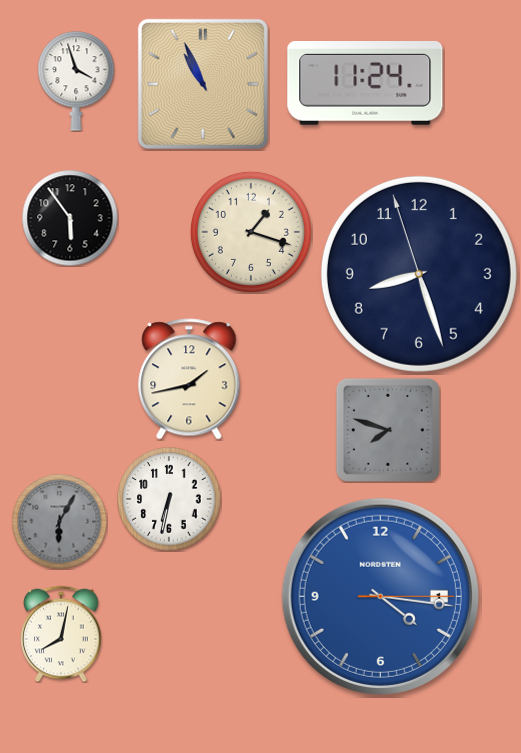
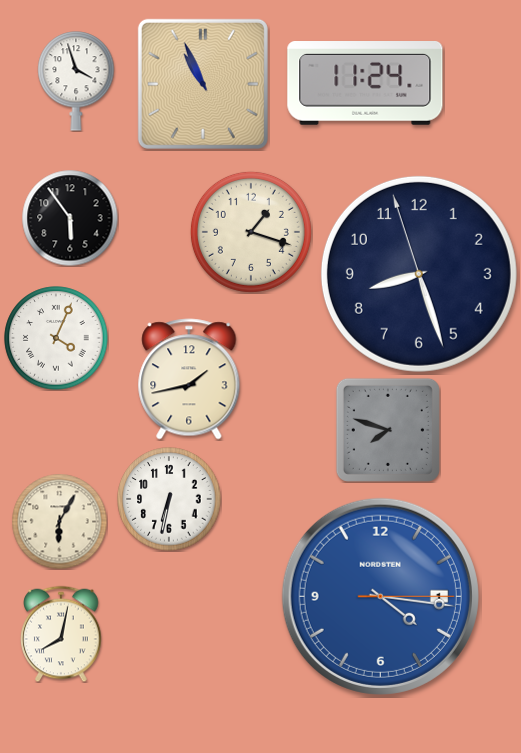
clock at (56, 338): none -> 4:04
clock at (59, 521) dial: grey -> cream
